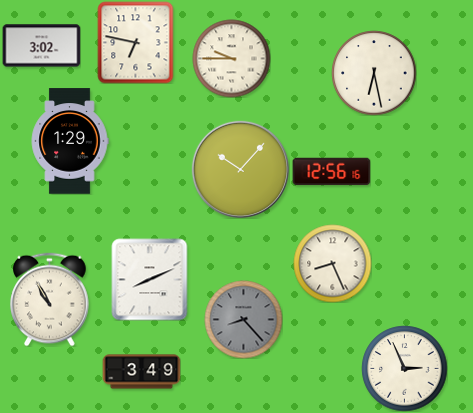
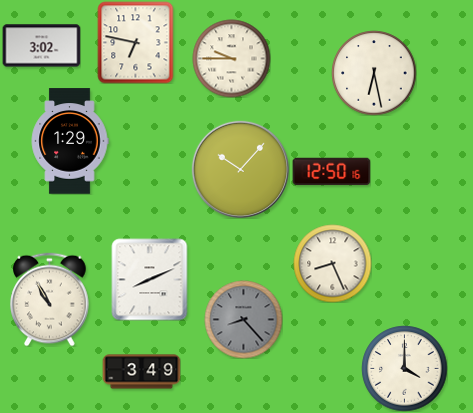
clock at (331, 172): 12:56 -> 12:50
clock at (404, 368): 2:56 -> 4:00
